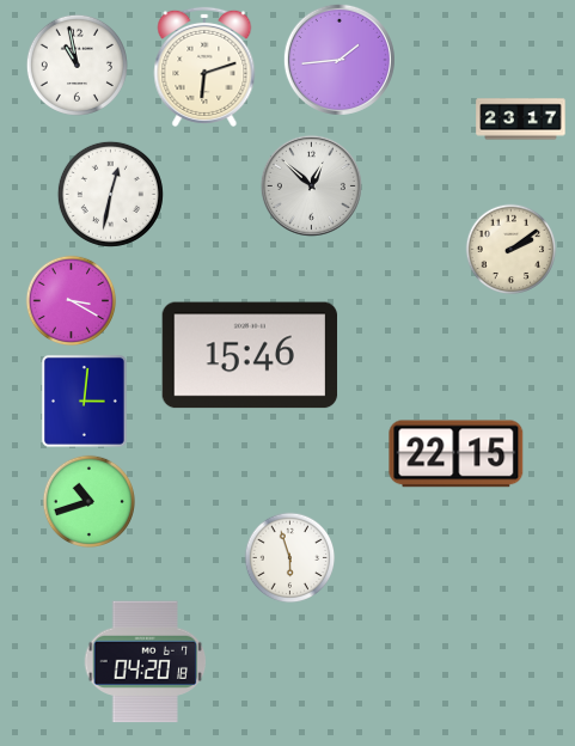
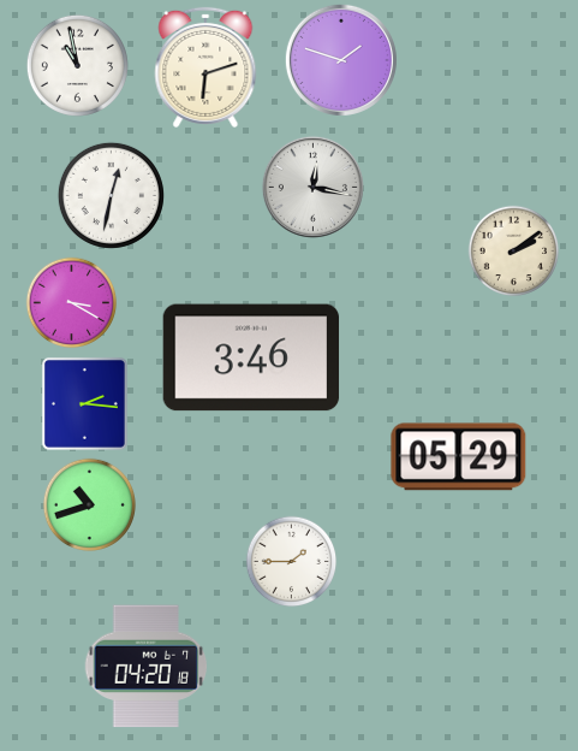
clock at (340, 60): 1:44 -> 1:48
clock at (521, 120): 23:17 -> none
clock at (311, 185): 12:52 -> 12:17
clock at (250, 355): 15:46 -> 3:46
clock at (84, 400): 3:01 -> 2:16
clock at (457, 454): 22:15 -> 05:29
clock at (290, 558): 5:57 -> 1:45
